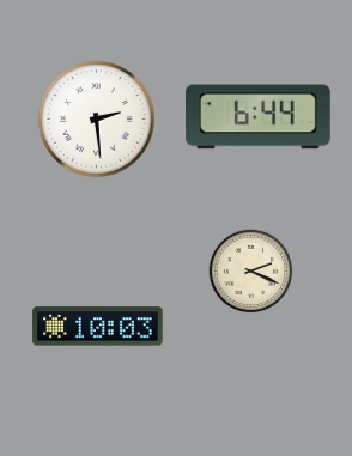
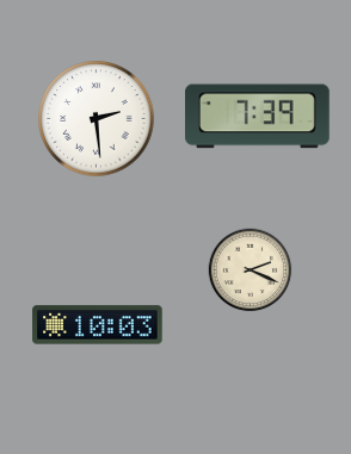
clock at (259, 117): 6:44 -> 7:39
